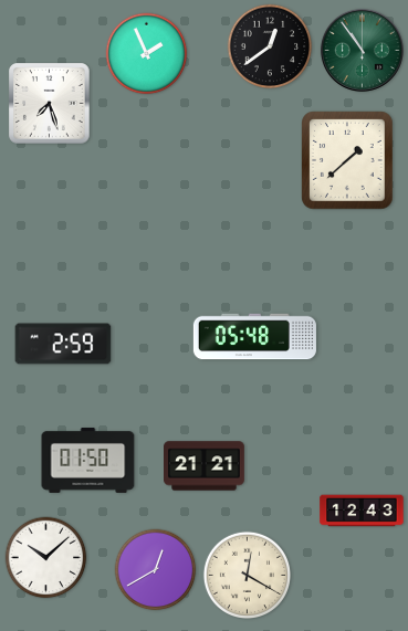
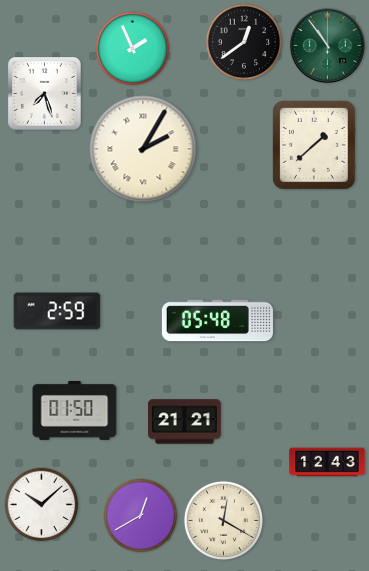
clock at (143, 149): none -> 2:05
clock at (254, 337) position: (254, 337) -> (217, 321)
clock at (88, 460) position: (88, 460) -> (75, 410)
